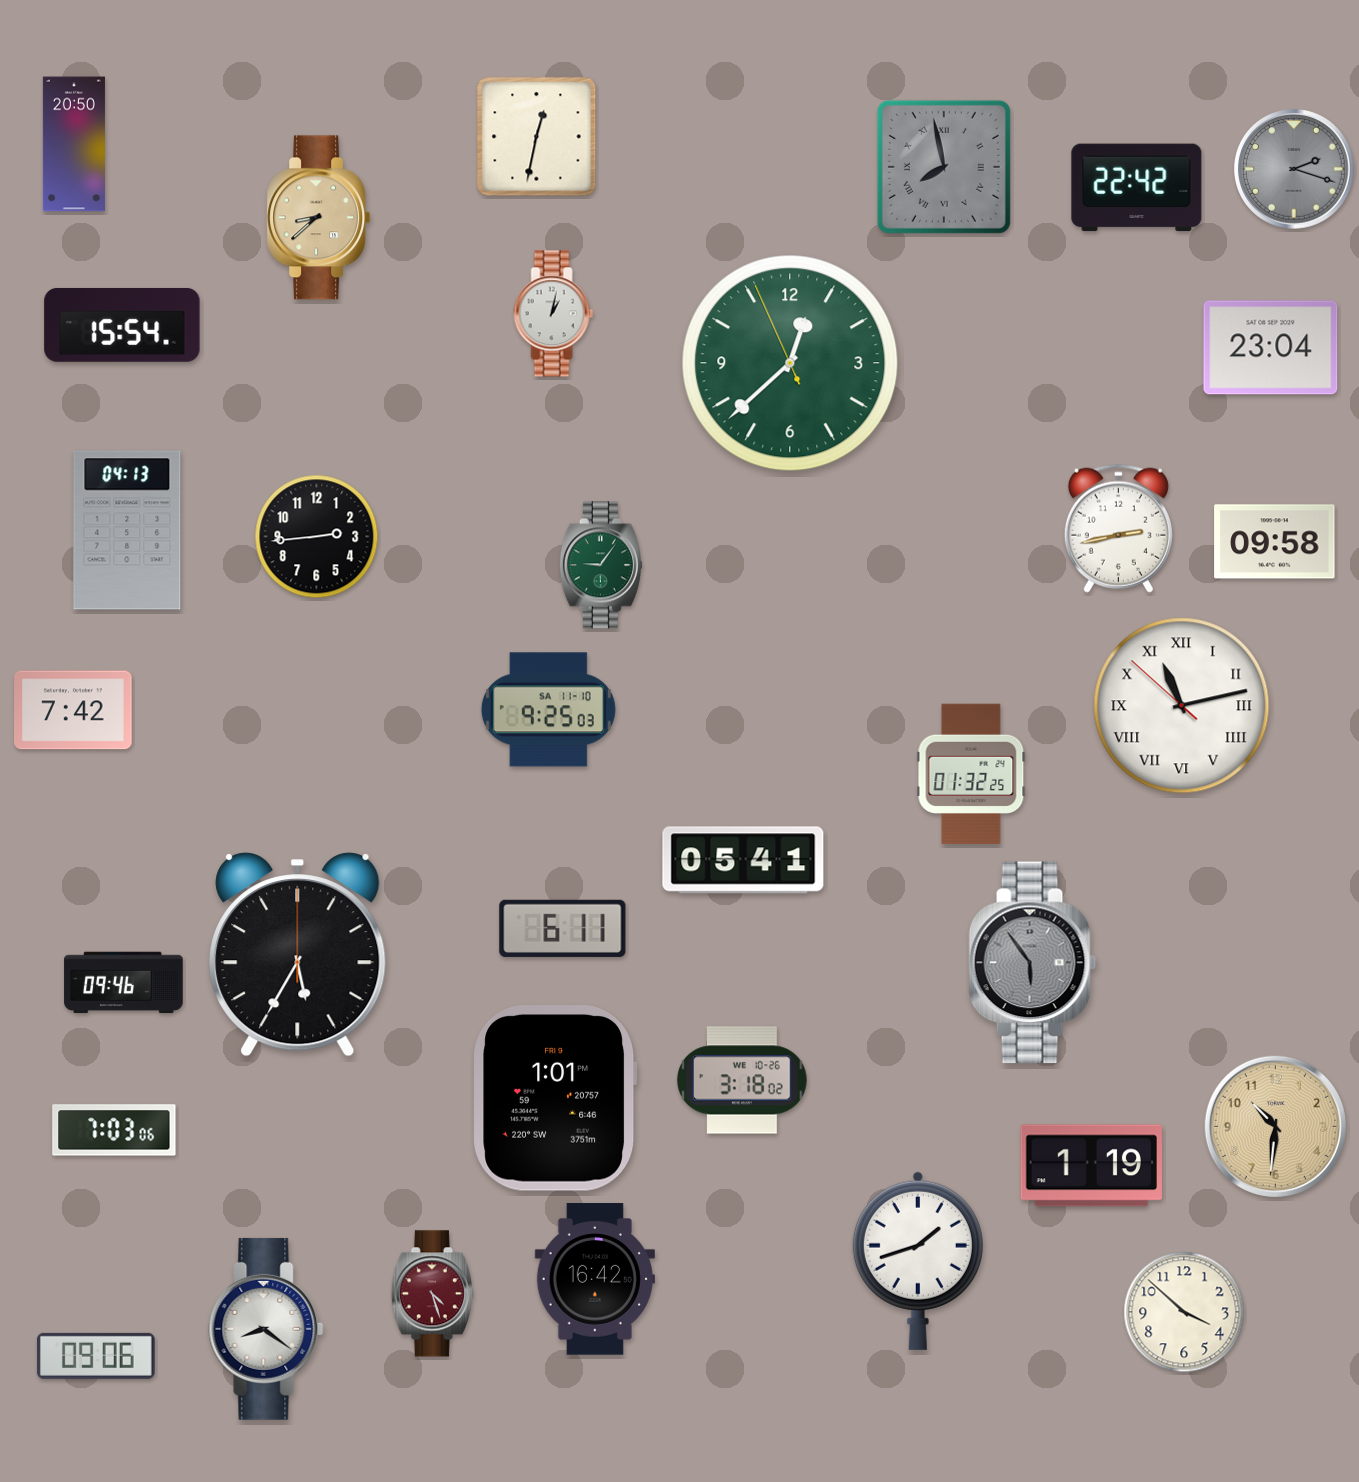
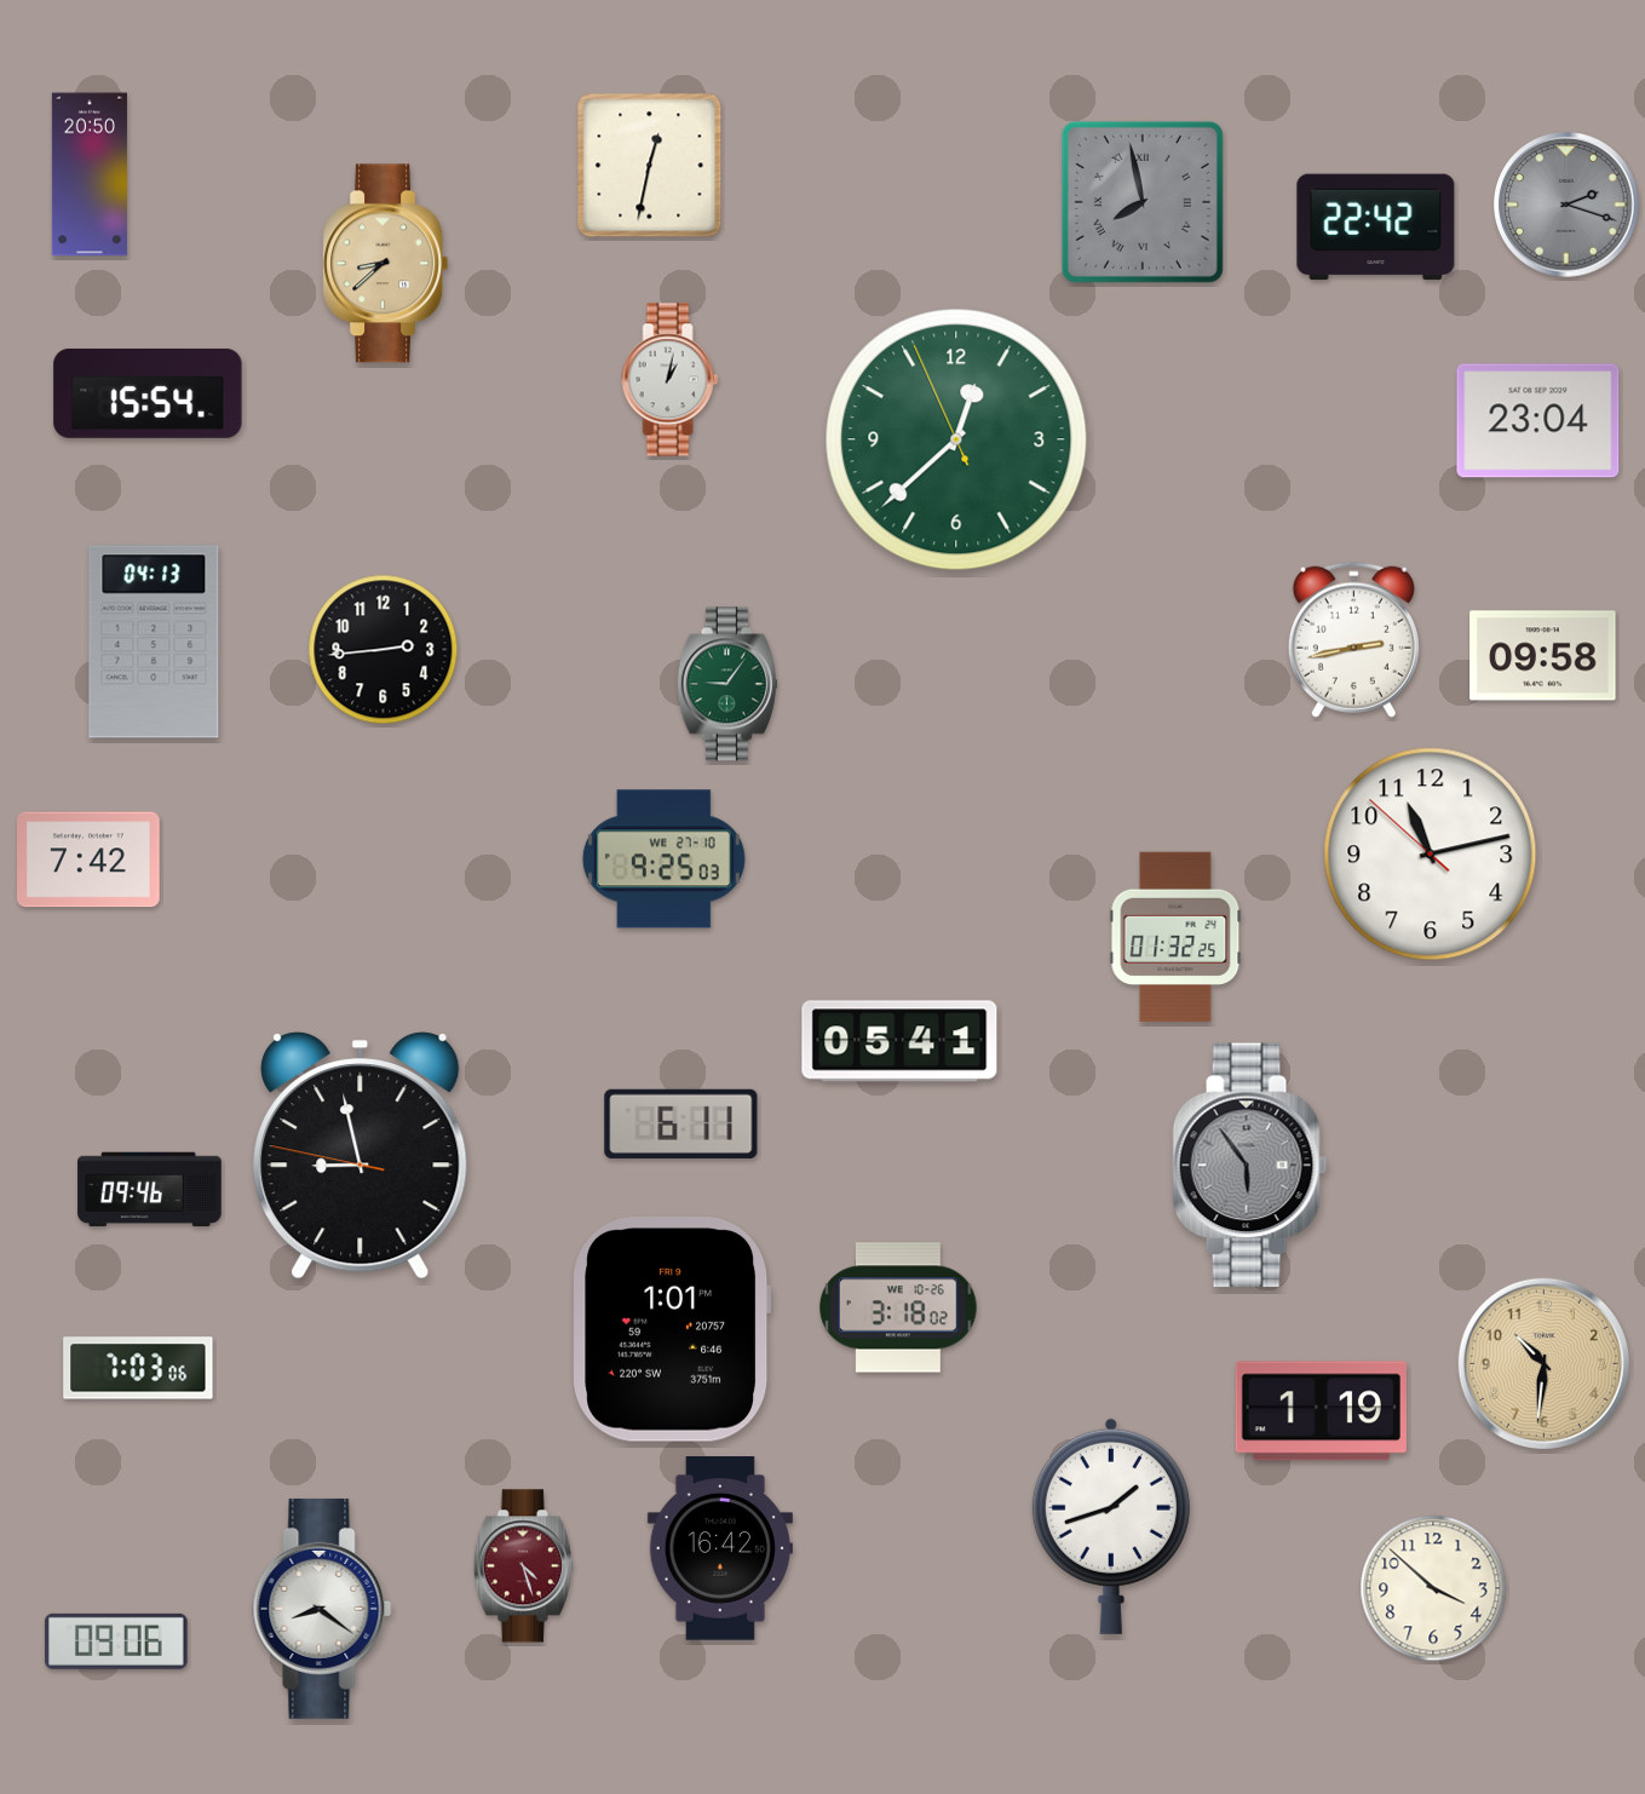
clock at (1182, 706) numerals: Roman -> Arabic
clock at (548, 710) date: SA 11-10 -> WE 27-10
clock at (298, 955): 5:35 -> 8:57
